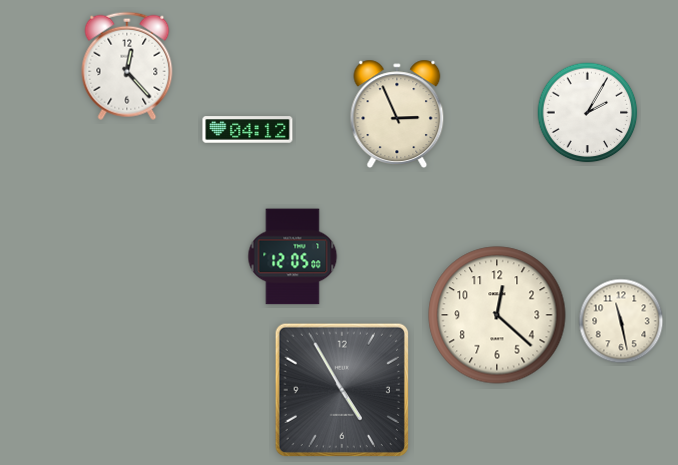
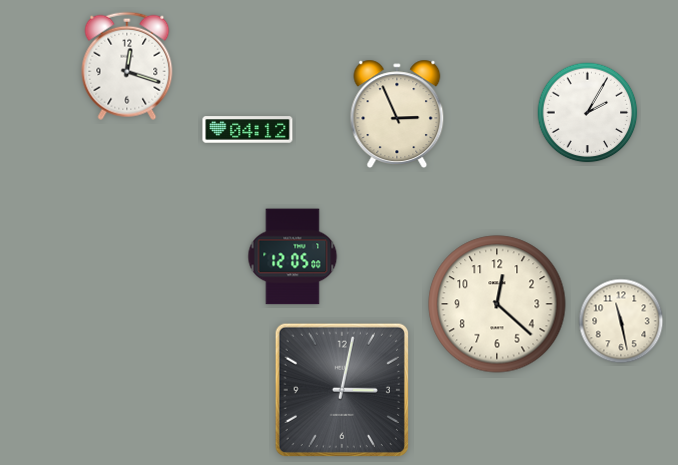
clock at (127, 66): 12:23 -> 12:18
clock at (497, 315) position: (497, 315) -> (497, 304)
clock at (342, 390): 4:55 -> 3:02
